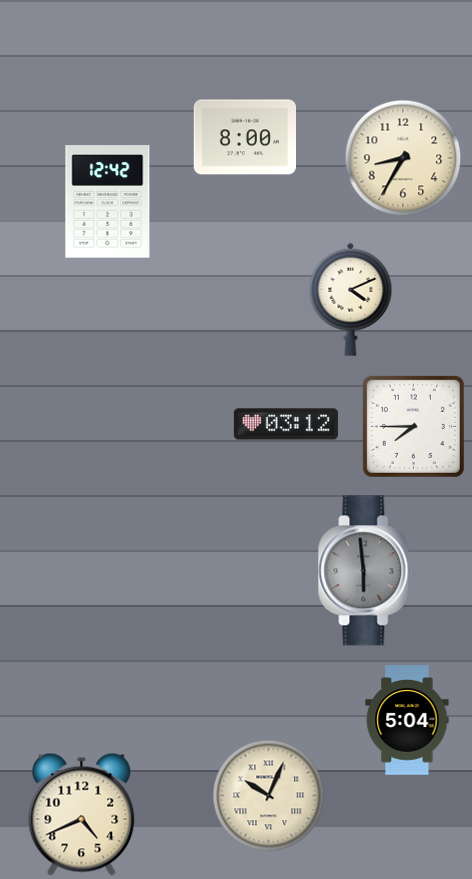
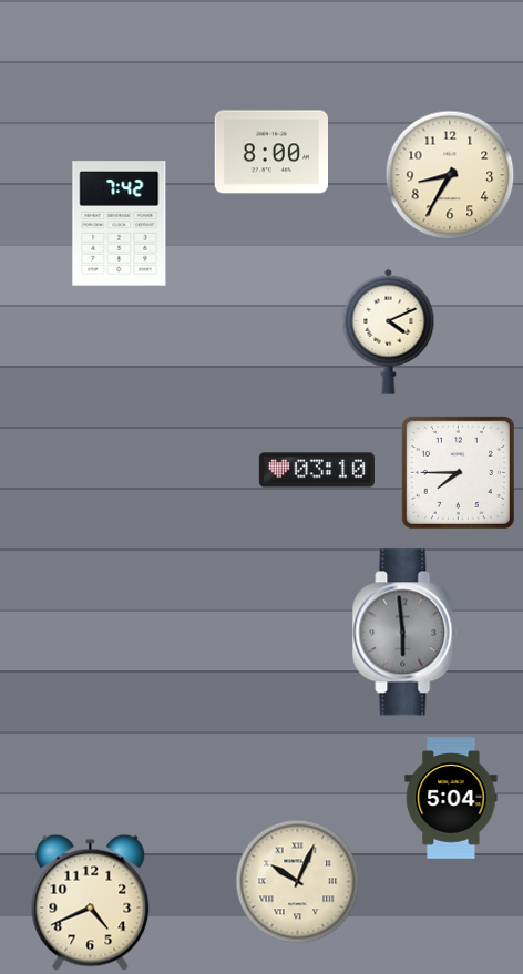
clock at (403, 158) position: (403, 158) -> (450, 175)
clock at (108, 202): 12:42 -> 7:42
clock at (286, 424): 03:12 -> 03:10
